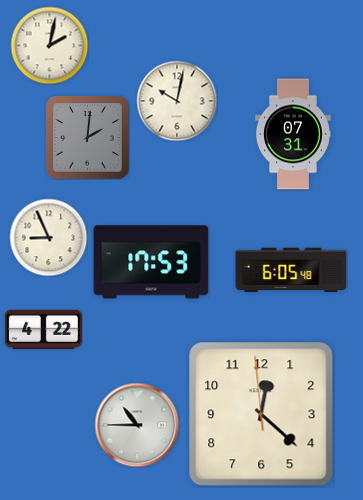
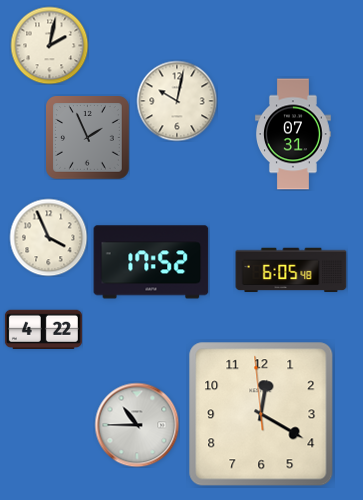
clock at (87, 137): 2:01 -> 1:56
clock at (48, 237): 8:56 -> 3:56
clock at (151, 262): 17:53 -> 17:52
clock at (261, 414): 12:21 -> 12:19
